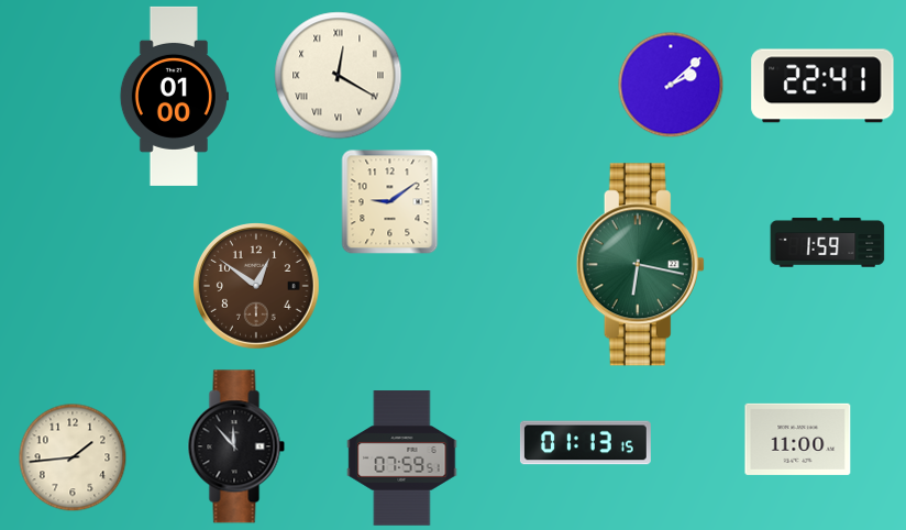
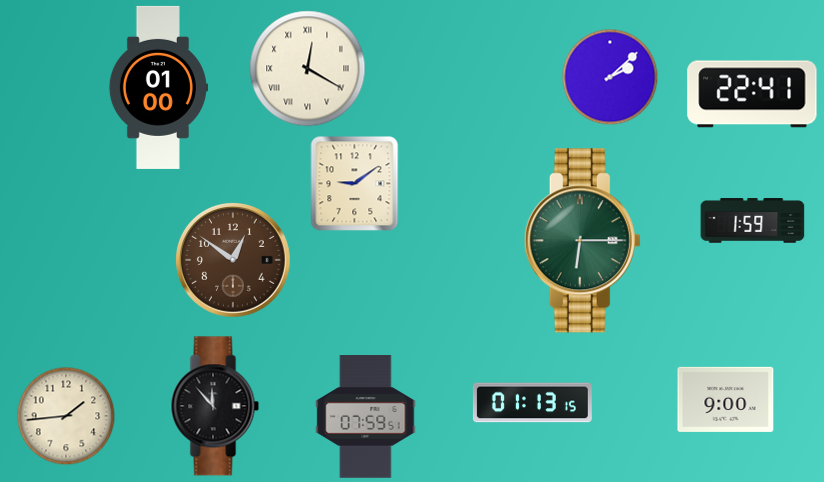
clock at (822, 86) position: (822, 86) -> (752, 94)
clock at (640, 265): 6:17 -> 6:15
clock at (798, 439): 11:00 -> 9:00
